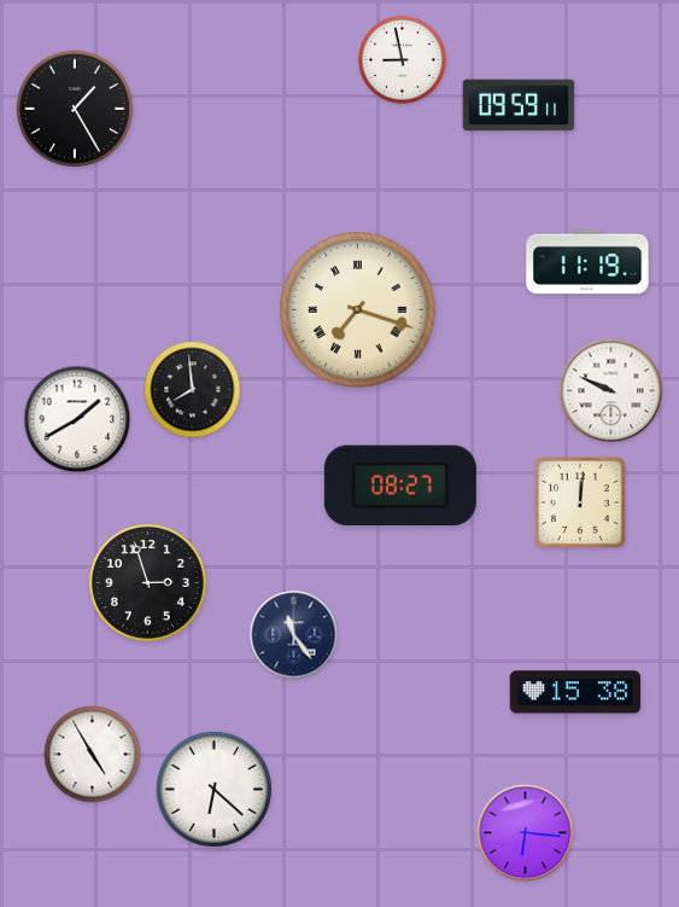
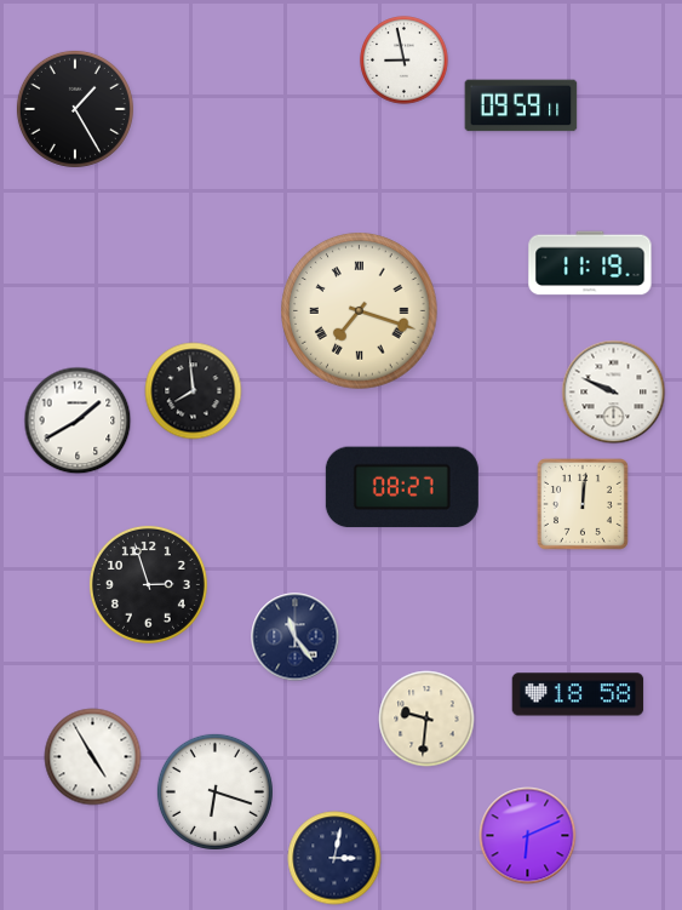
clock at (575, 692): 15:38 -> 18:58
clock at (426, 719): none -> 9:31
clock at (213, 789): 6:22 -> 6:18
clock at (526, 833): 6:16 -> 6:11
clock at (334, 858): none -> 3:02
